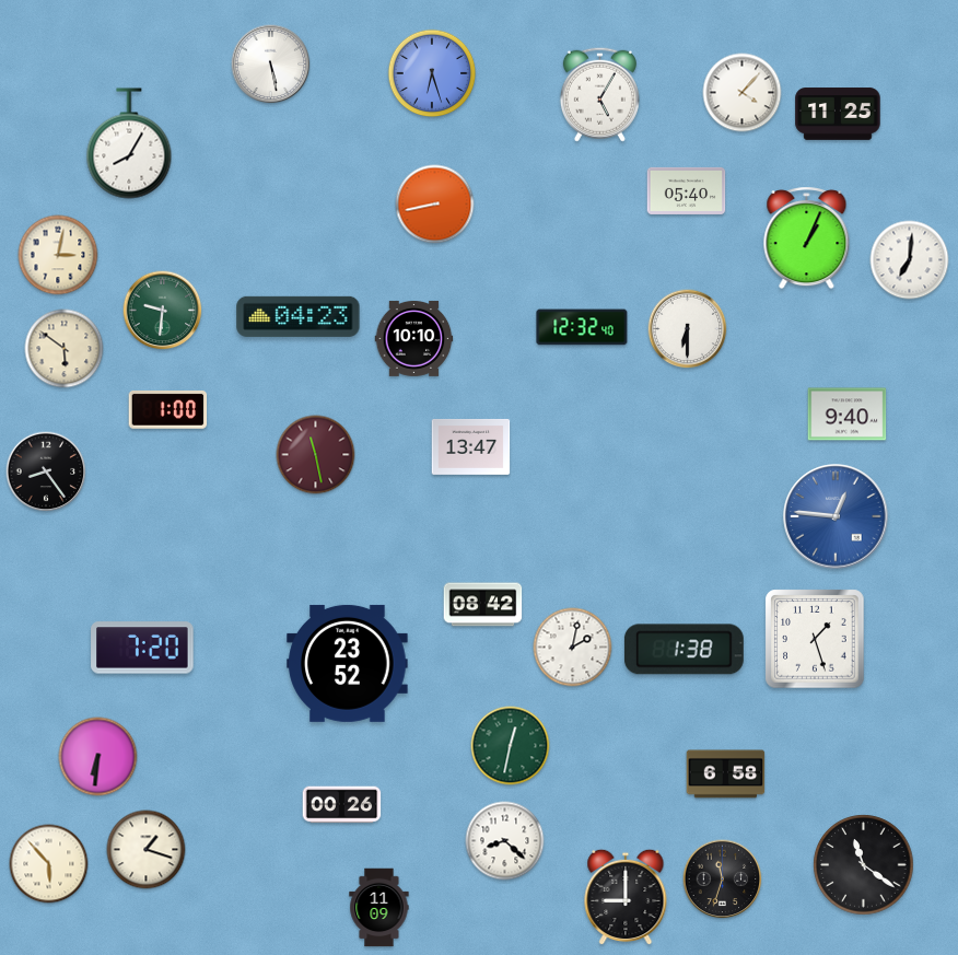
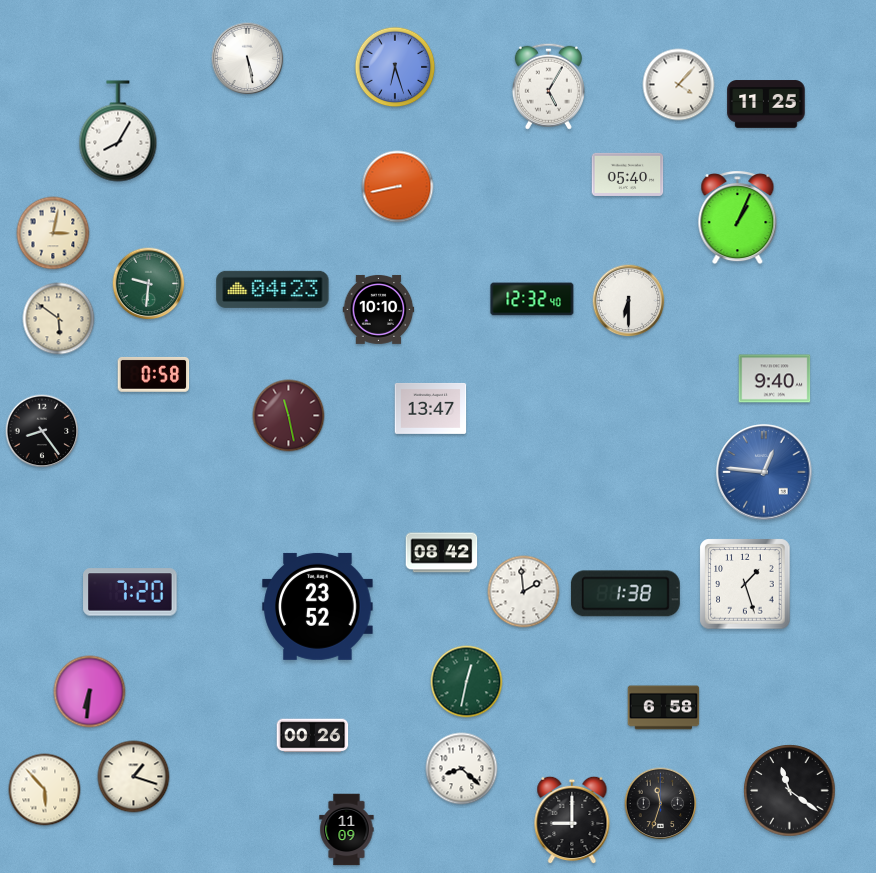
clock at (910, 260): 7:01 -> none
clock at (168, 410): 1:00 -> 0:58
clock at (573, 648): 2:02 -> 1:59
